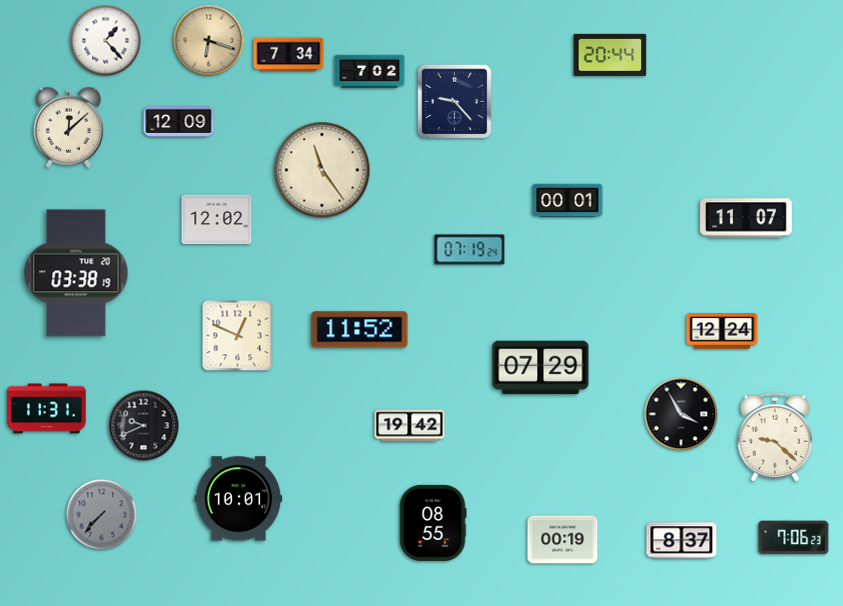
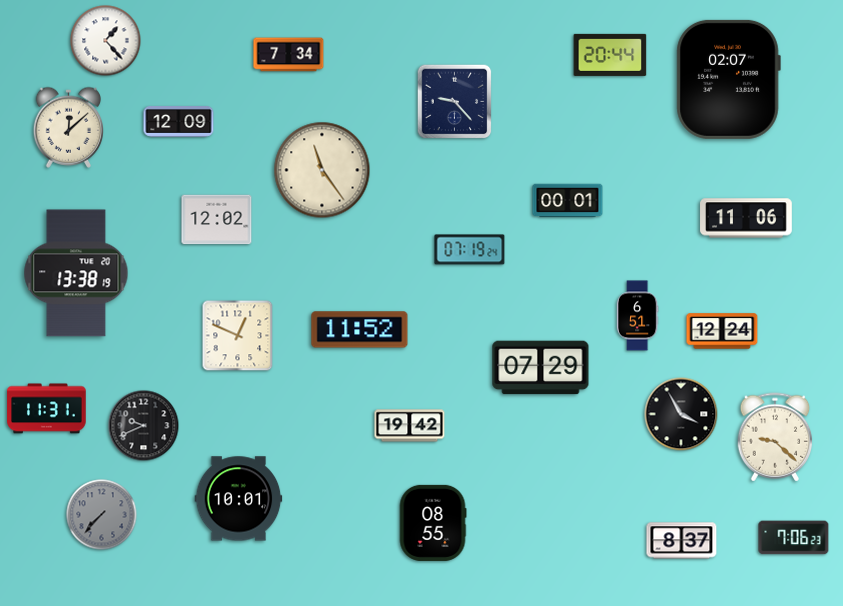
clock at (209, 41): 6:18 -> none
clock at (370, 72): 7:02 -> none
clock at (728, 79): none -> 02:07
clock at (746, 218): 11:07 -> 11:06
clock at (76, 273): 03:38 -> 13:38
clock at (637, 316): none -> 6:51
clock at (563, 540): 00:19 -> none
